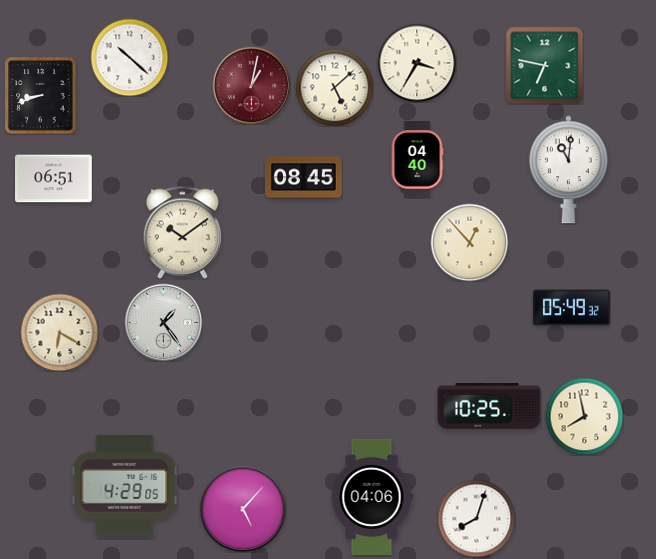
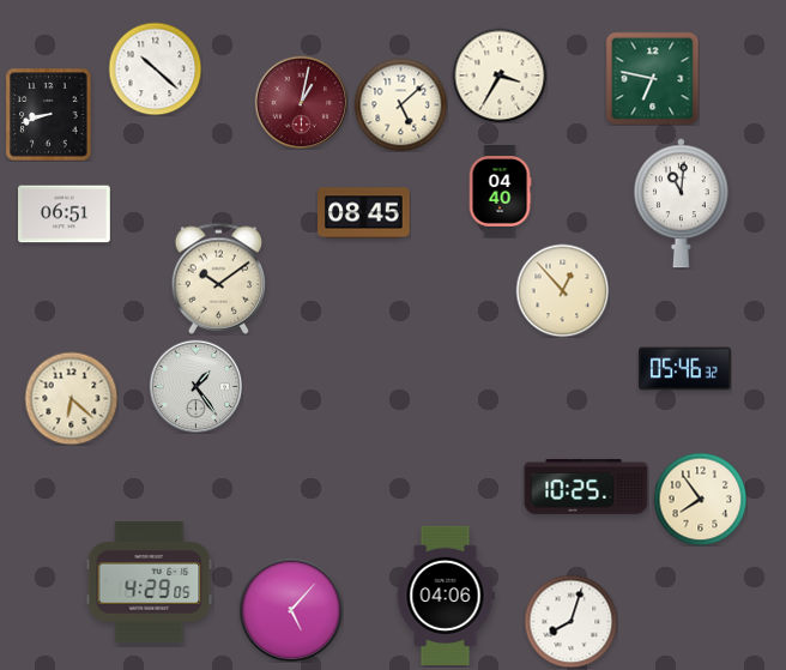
clock at (572, 308): 05:49 -> 05:46
clock at (59, 332): 6:20 -> 6:22
clock at (584, 416): 7:58 -> 7:54
